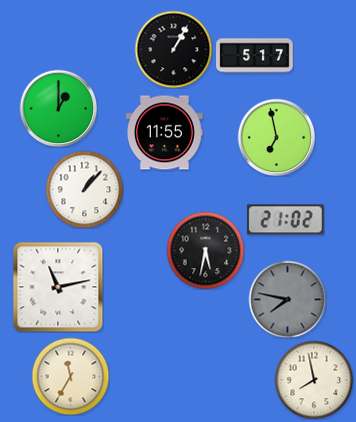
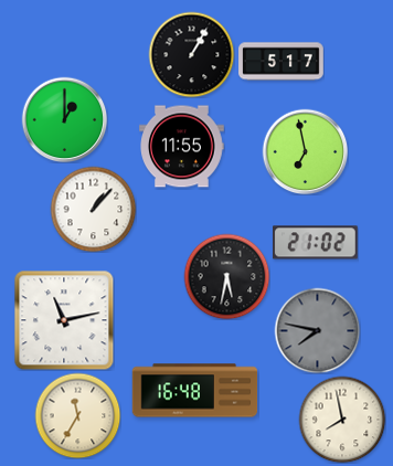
clock at (58, 287) position: (58, 287) -> (64, 320)
clock at (195, 391): none -> 16:48
clock at (314, 380) position: (314, 380) -> (342, 420)
